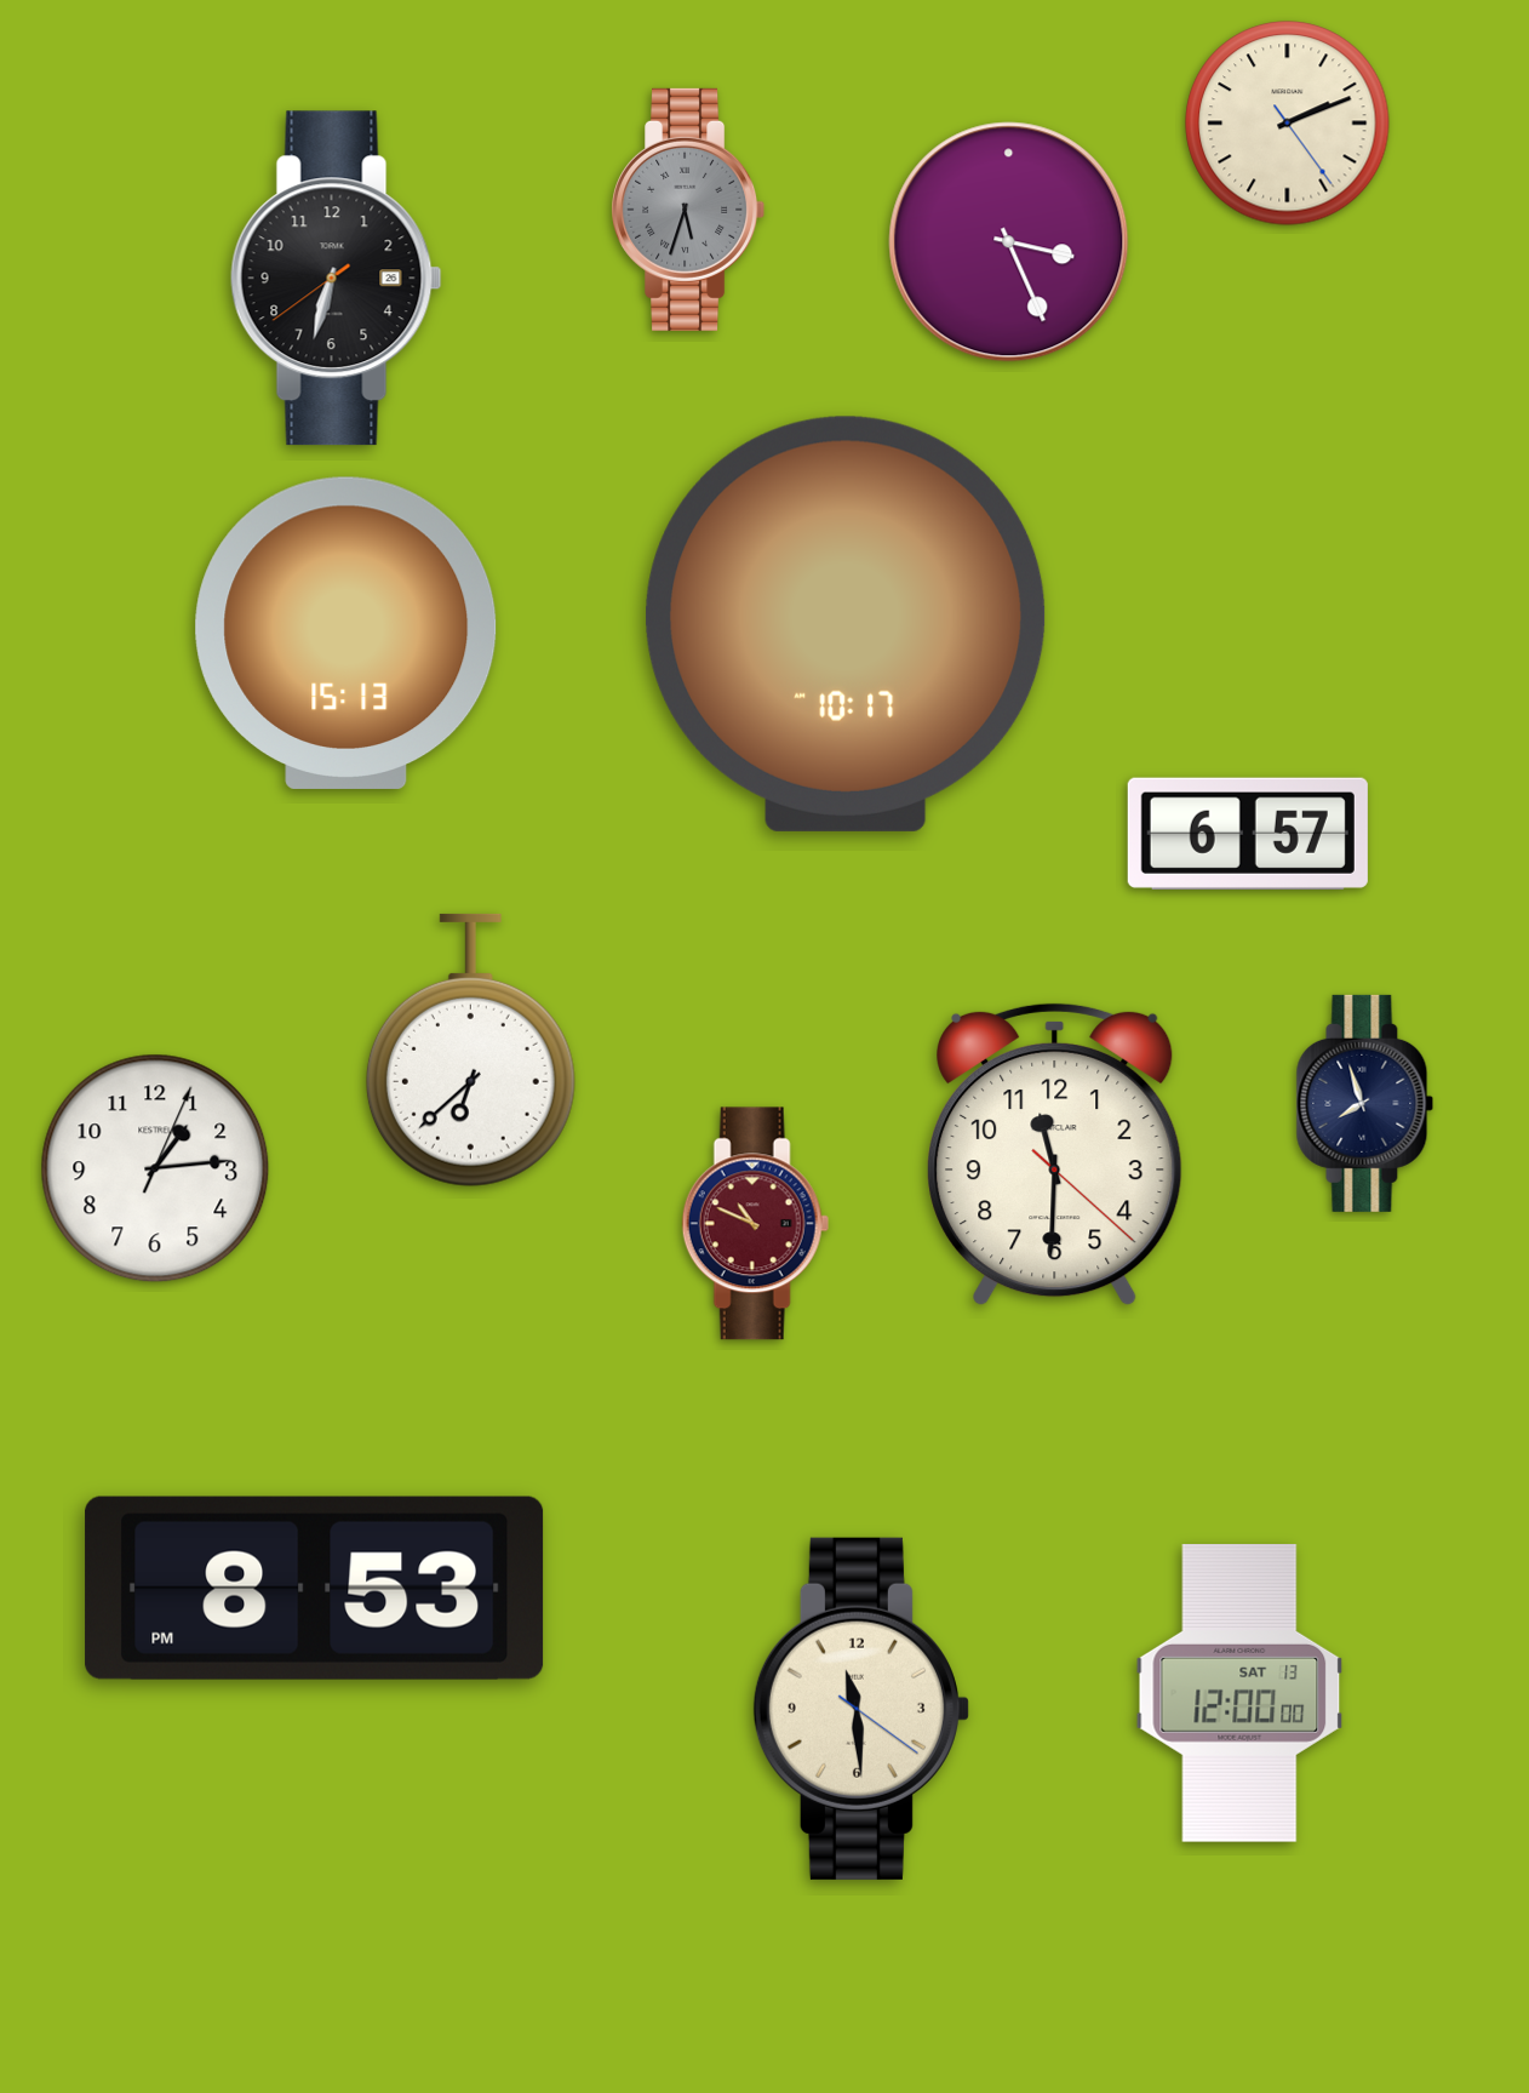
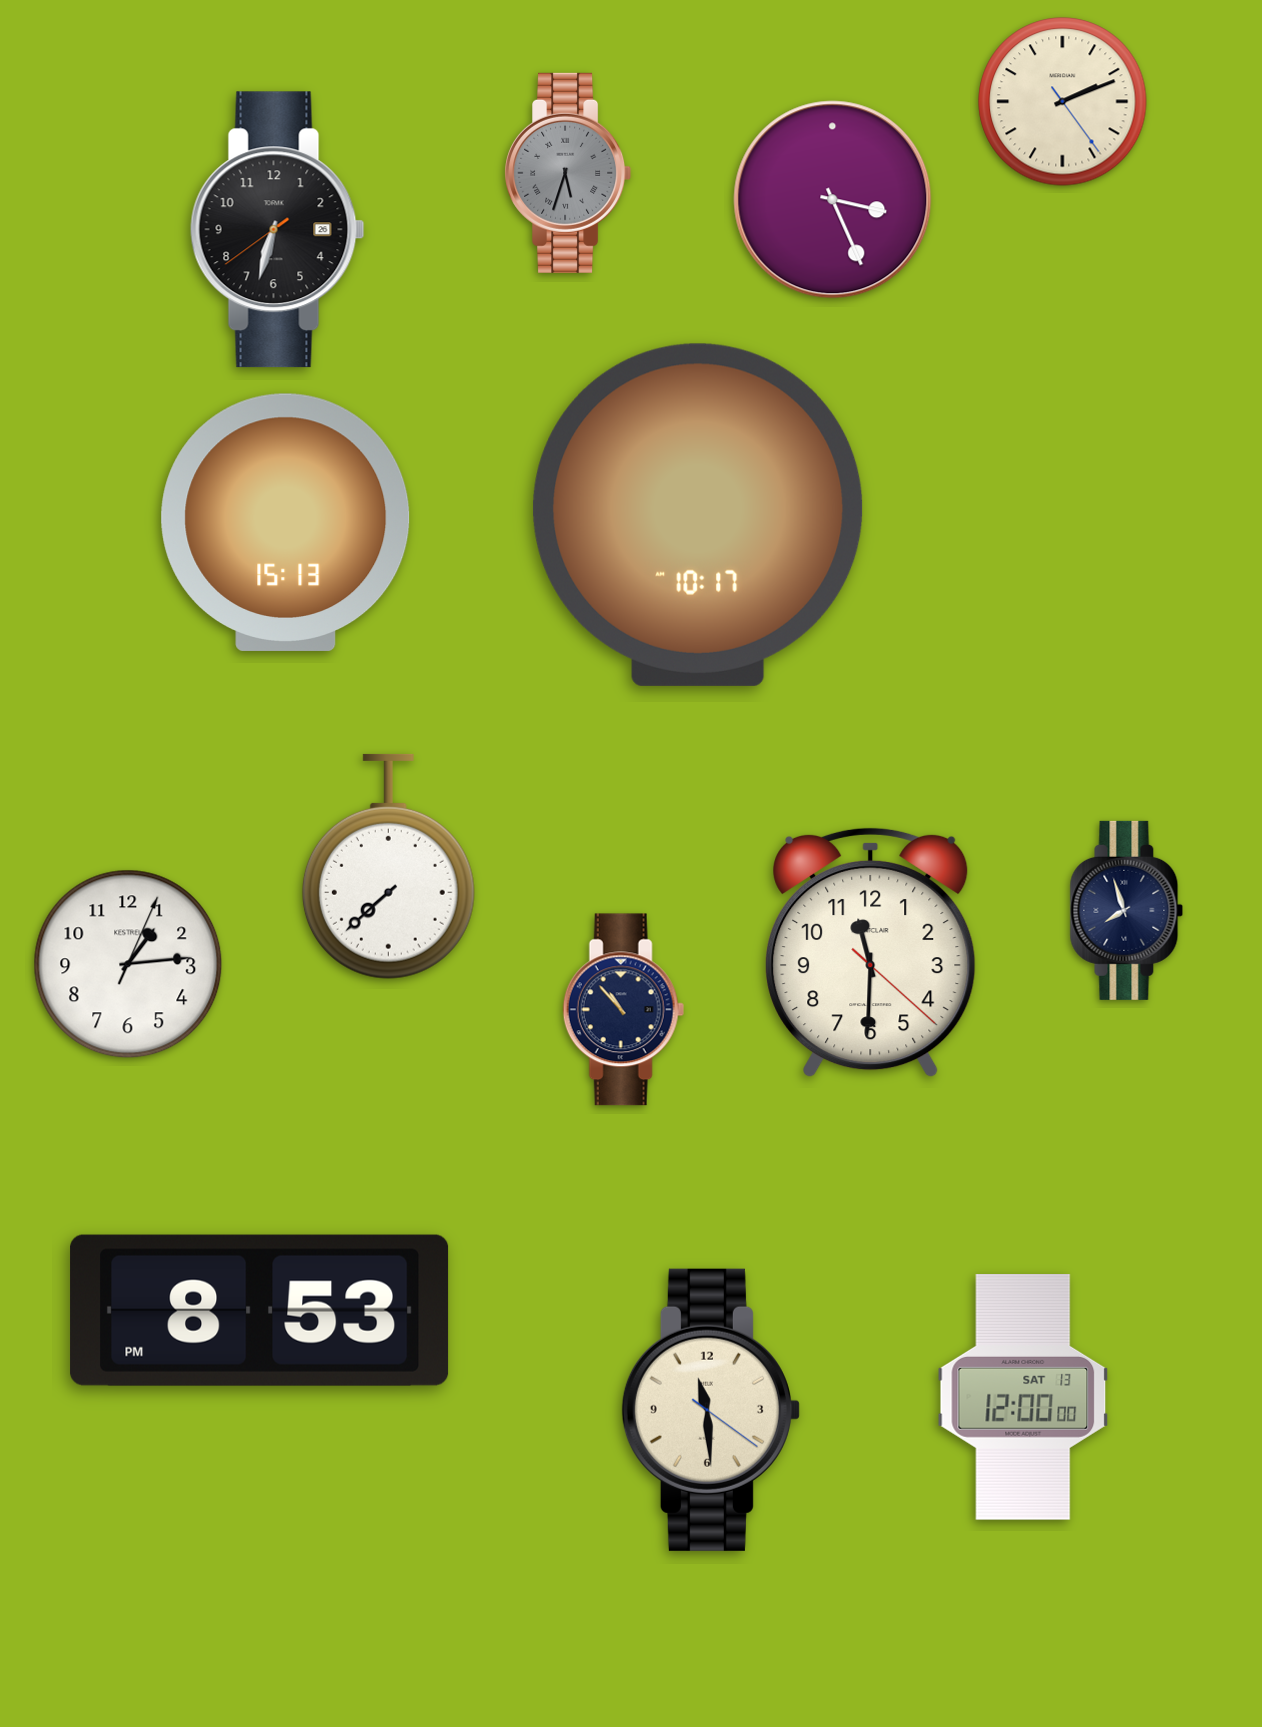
clock at (1248, 834): 6:57 -> none
clock at (470, 1050): 6:38 -> 7:38
clock at (755, 1224): 10:49 -> 10:53
clock at (755, 1224) dial: burgundy -> navy
